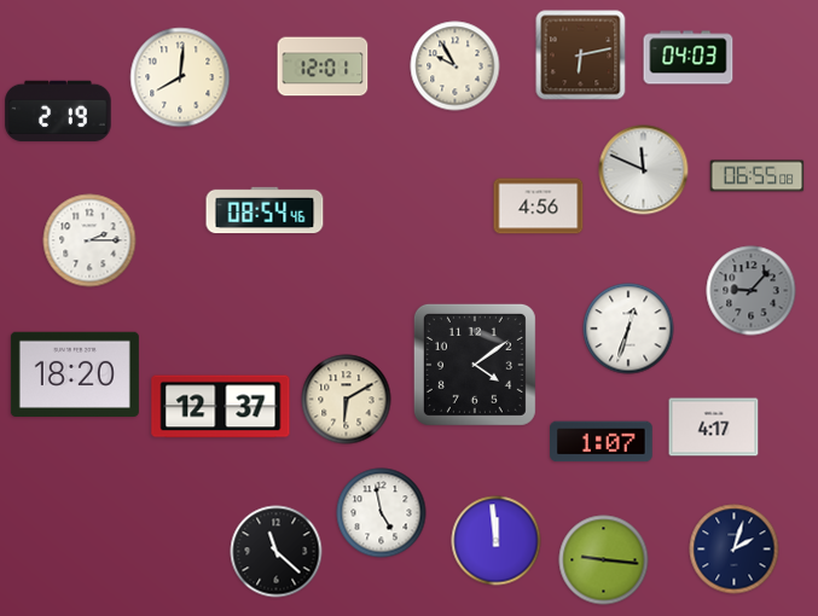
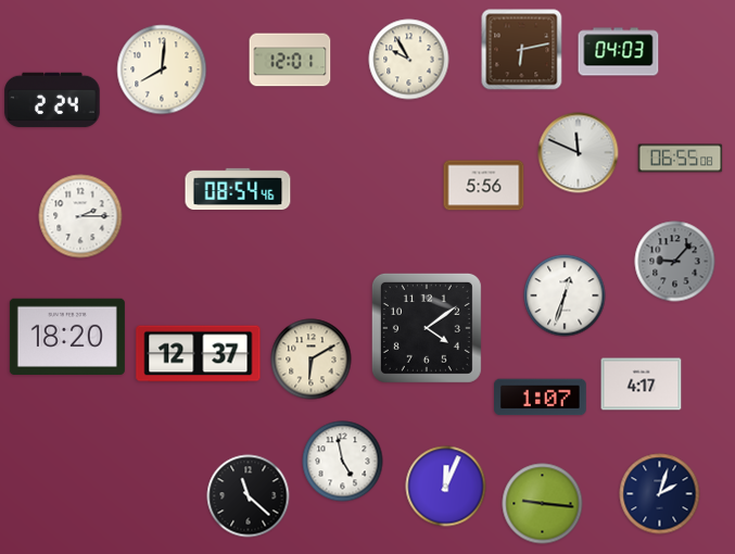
clock at (58, 111): 2:19 -> 2:24
clock at (539, 207): 4:56 -> 5:56
clock at (221, 407) position: (221, 407) -> (199, 354)
clock at (497, 541): 11:59 -> 12:04
